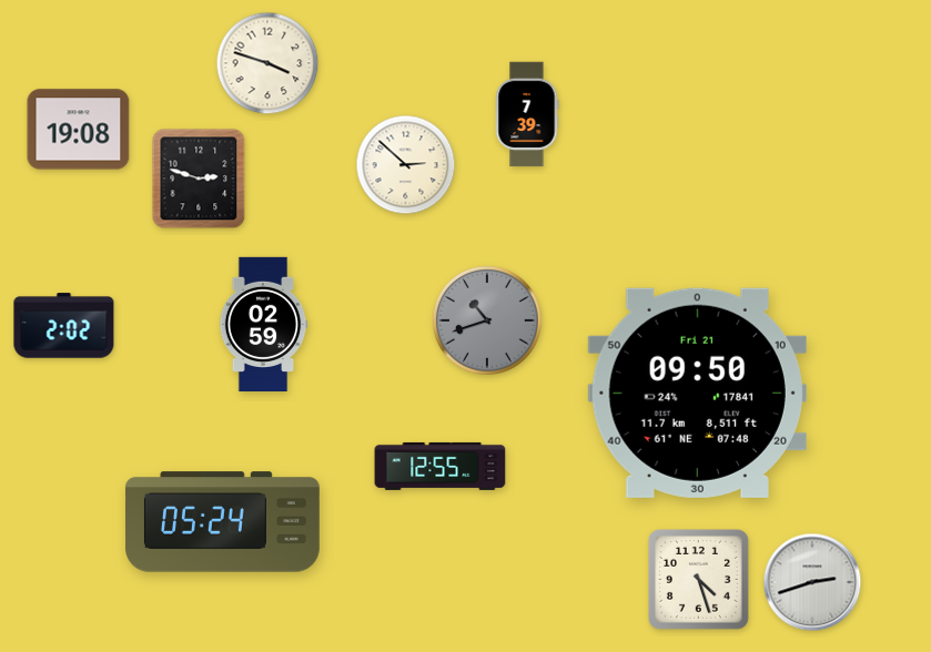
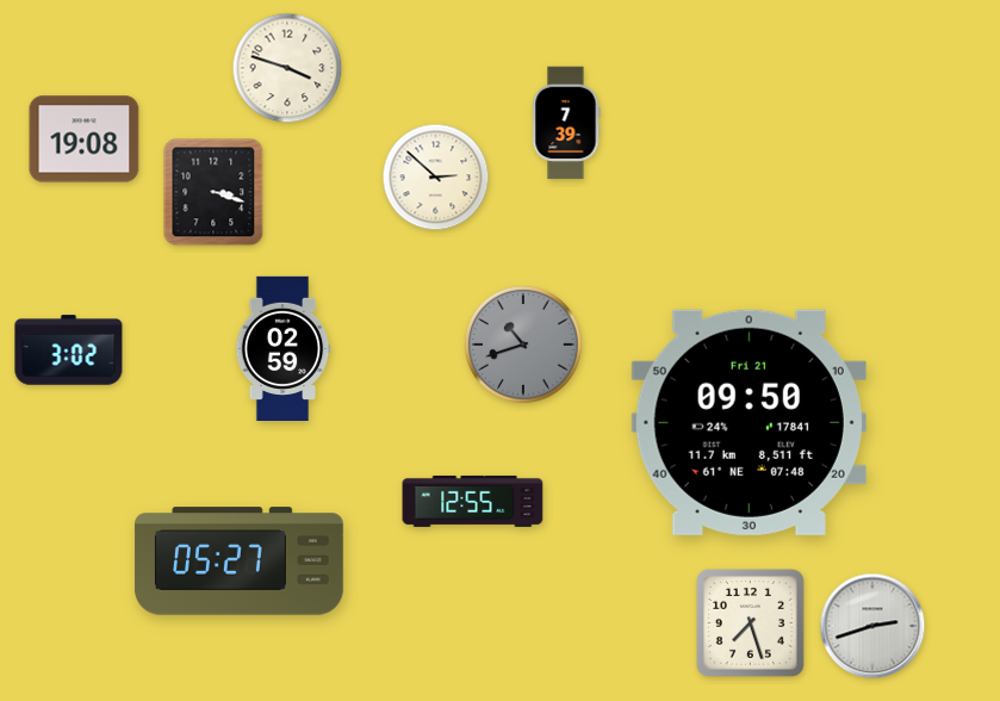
clock at (199, 179): 2:48 -> 3:18
clock at (64, 326): 2:02 -> 3:02
clock at (222, 522): 05:24 -> 05:27
clock at (698, 579): 4:27 -> 7:27
